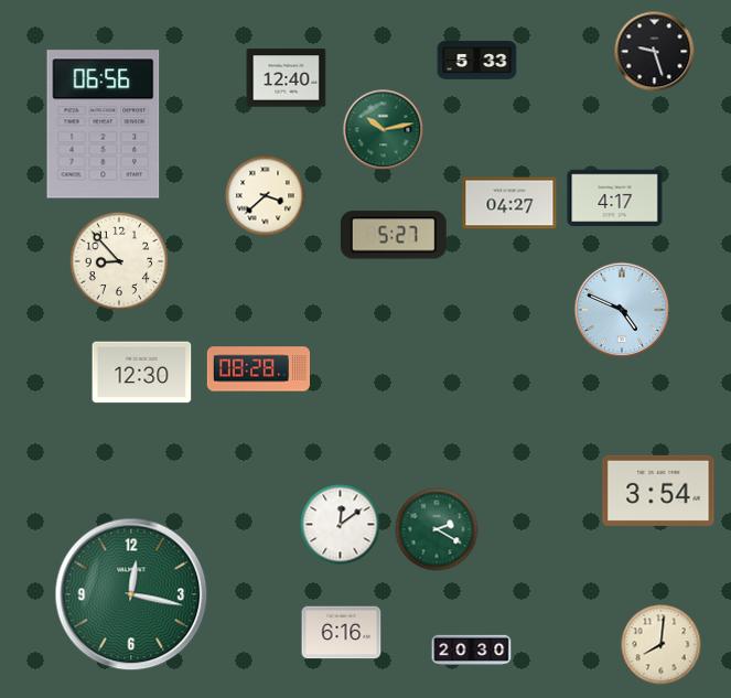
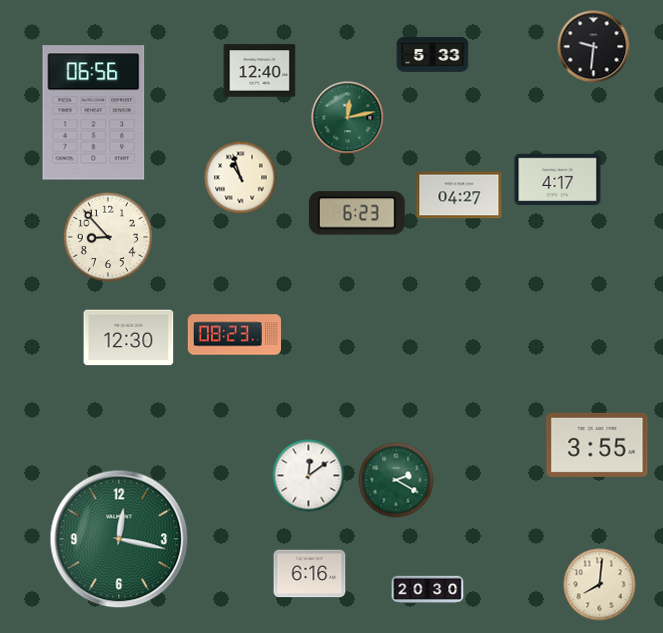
clock at (655, 52): 9:27 -> 9:31
clock at (384, 130): 10:13 -> 12:13
clock at (266, 196): 3:38 -> 10:57
clock at (509, 203) position: (509, 203) -> (459, 195)
clock at (394, 235): 5:27 -> 6:23
clock at (622, 310): 4:49 -> none
clock at (258, 369): 08:28 -> 08:23
clock at (658, 491): 3:54 -> 3:55
